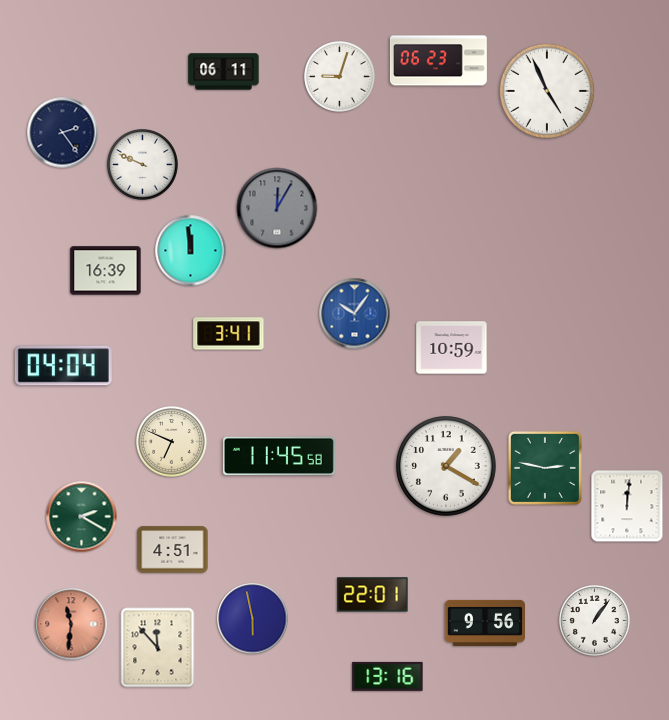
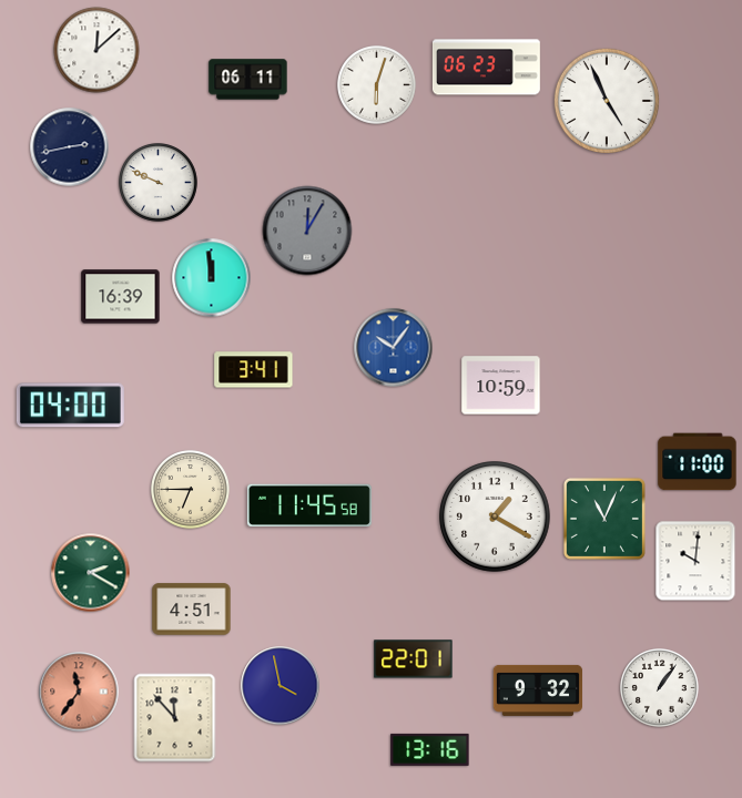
clock at (96, 50): none -> 12:08
clock at (340, 77): 9:03 -> 6:03
clock at (63, 133): 2:24 -> 2:43
clock at (106, 271) position: (106, 271) -> (121, 297)
clock at (63, 366): 04:04 -> 04:00
clock at (698, 462): none -> 11:00
clock at (172, 442): 6:49 -> 6:45
clock at (545, 468): 2:47 -> 11:04
clock at (627, 506): 12:01 -> 10:01
clock at (253, 619): 5:58 -> 3:58
clock at (484, 623): 9:56 -> 9:32
clock at (71, 624): 11:31 -> 11:36
